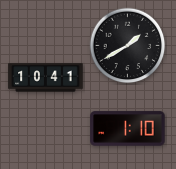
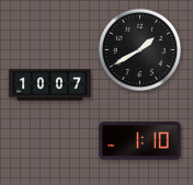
clock at (46, 78): 10:41 -> 10:07
